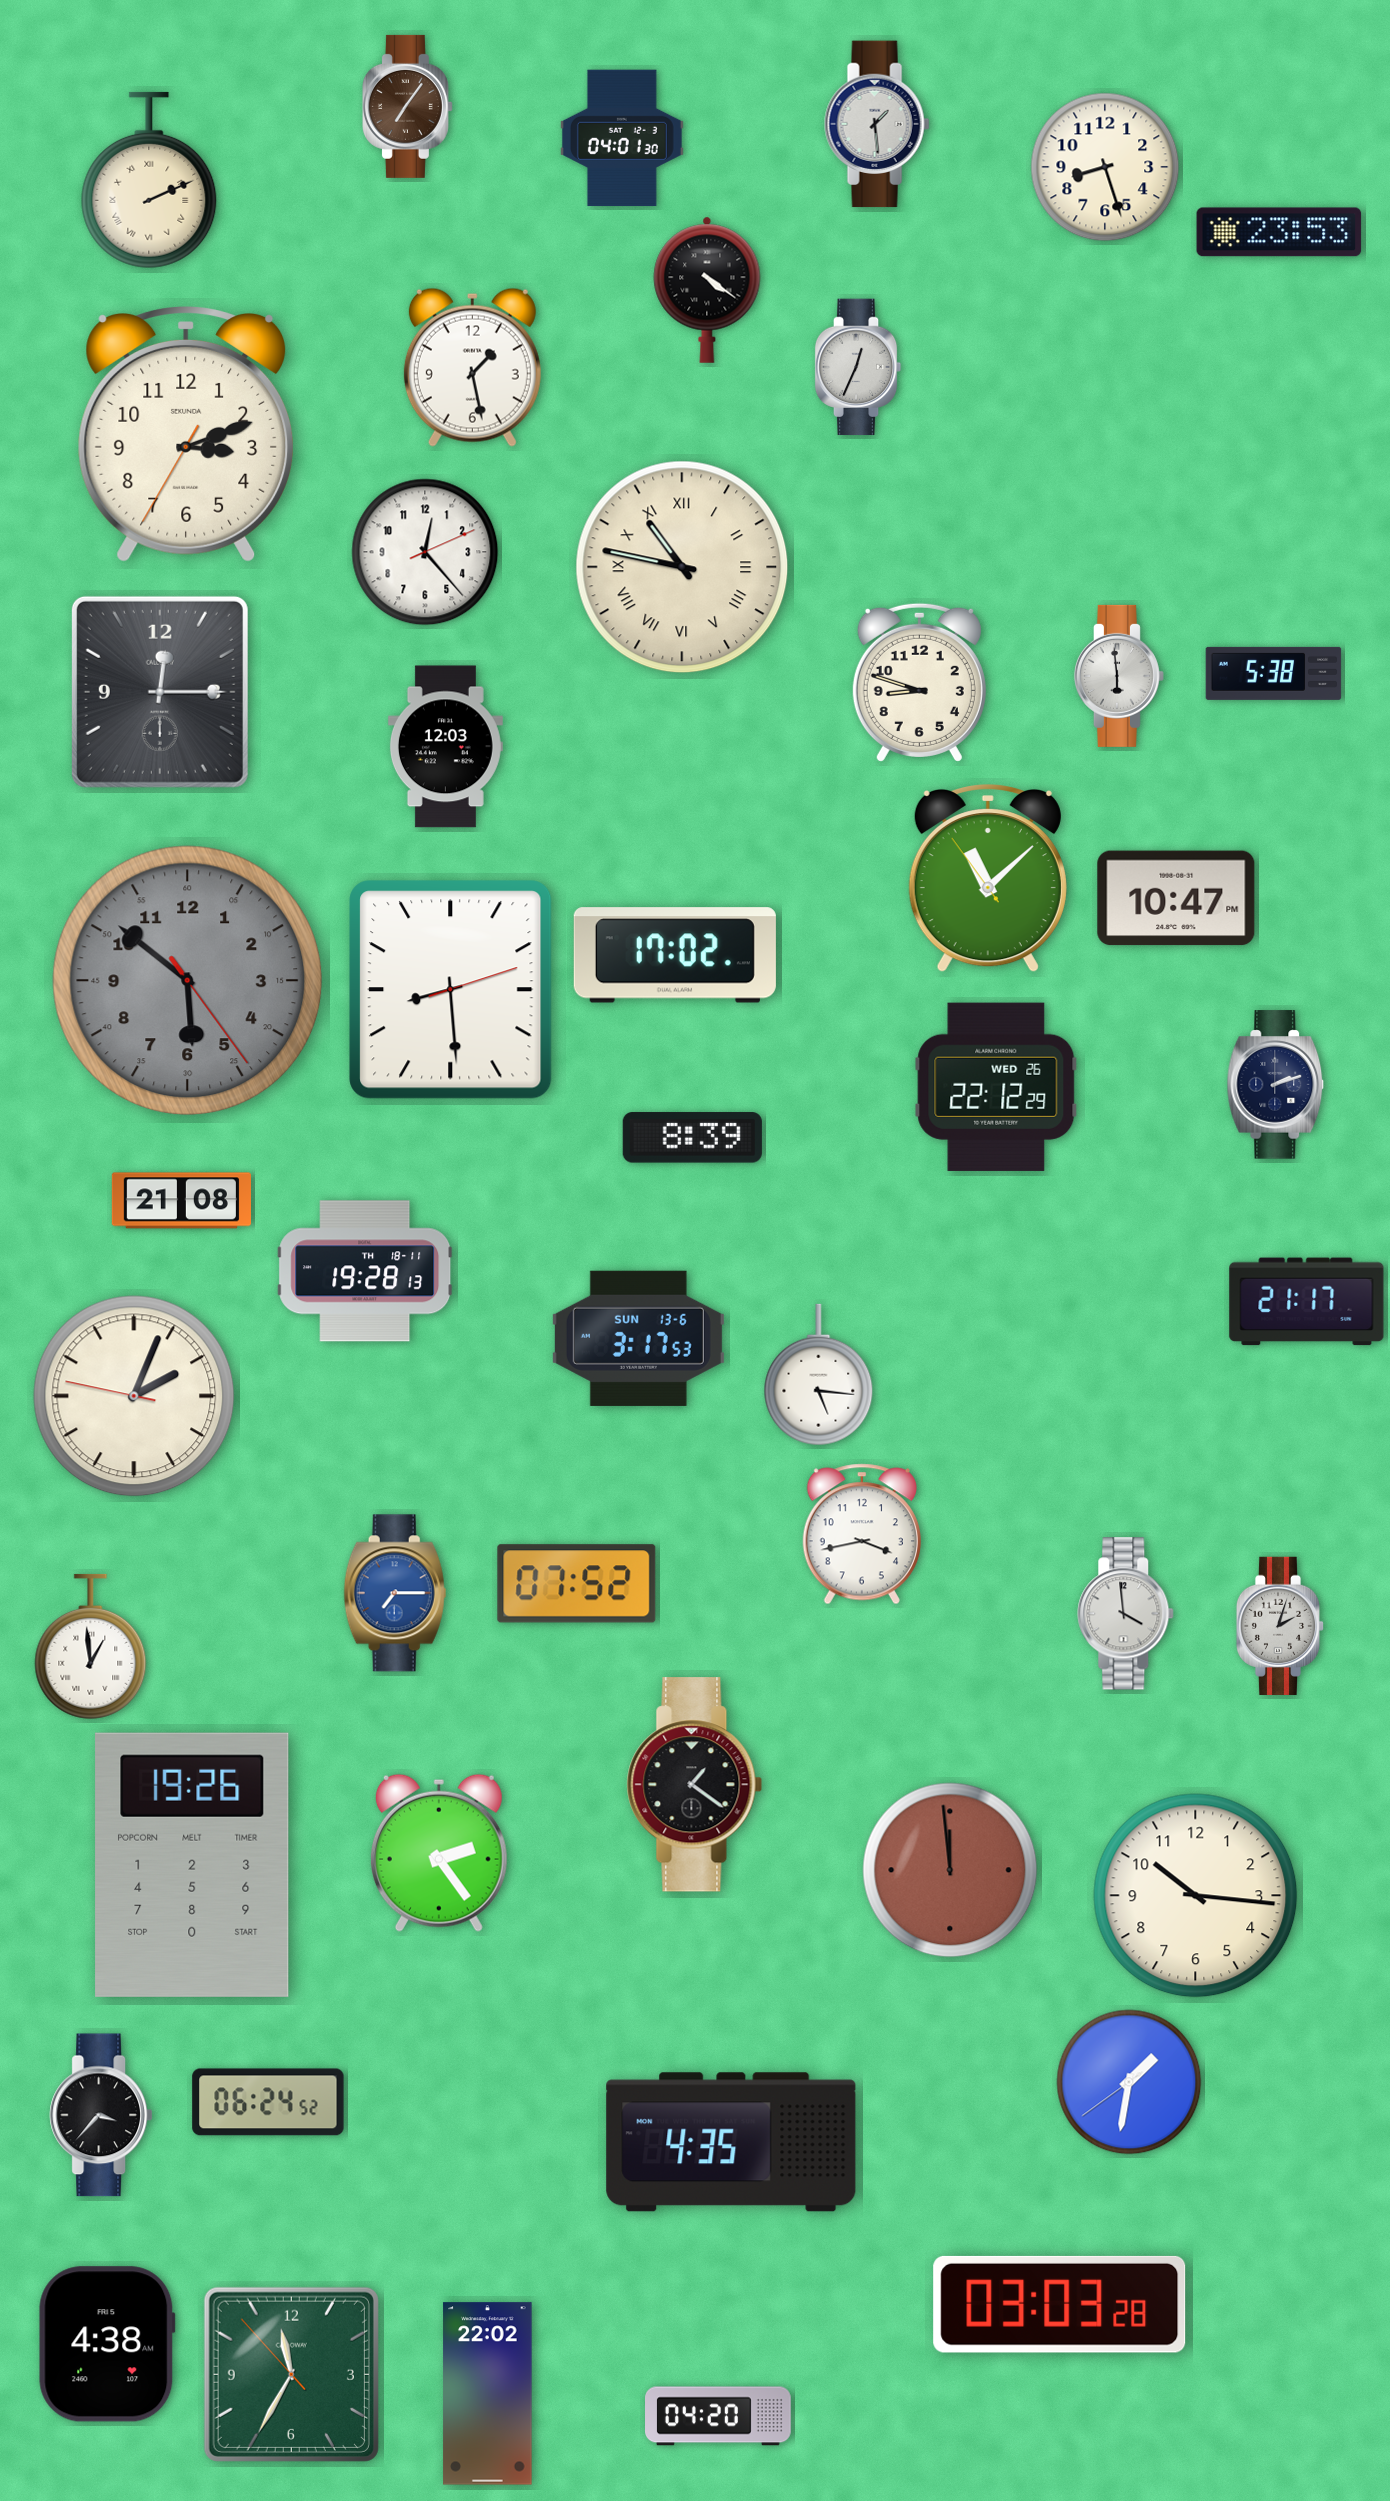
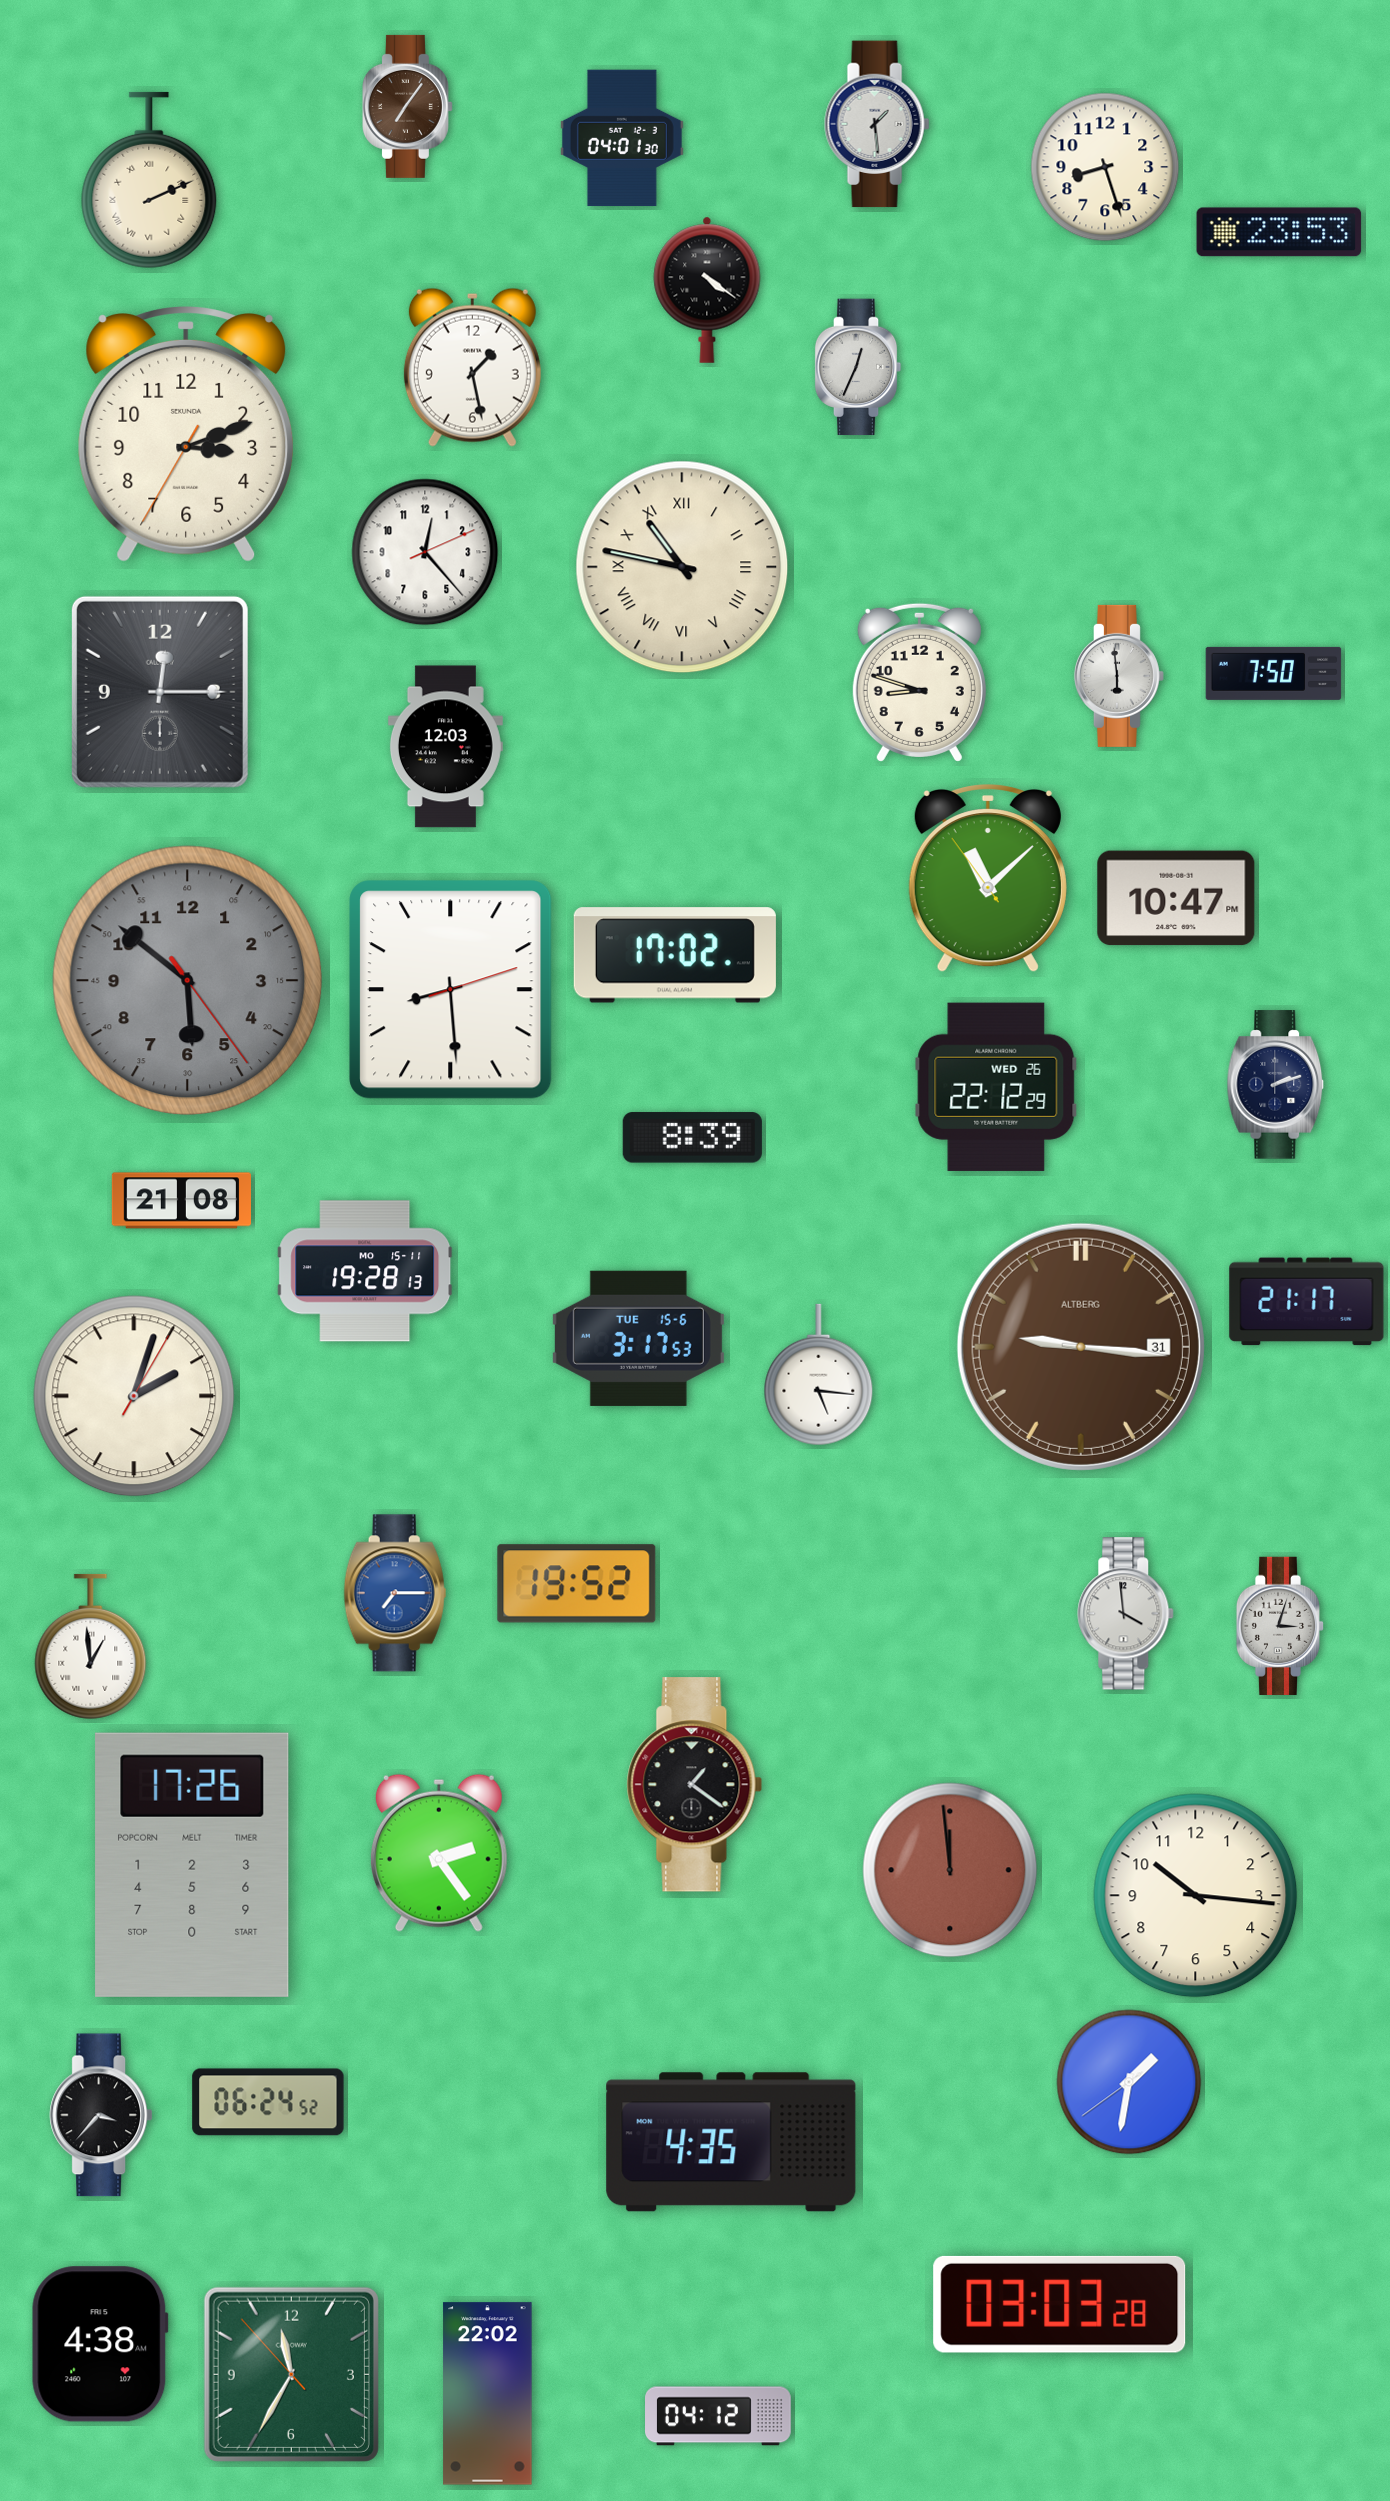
clock at (1274, 673): 5:38 -> 7:50
clock at (365, 1271) date: TH 18-11 -> MO 15-11
clock at (638, 1338) date: SUN 13-6 -> TUE 15-6
clock at (1081, 1347): none -> 9:16
clock at (134, 1396): 2:03:47 -> 2:03:05
clock at (862, 1534): 3:43 -> none
clock at (577, 1584): 07:52 -> 19:52
clock at (1280, 1626): 2:03 -> 3:03
clock at (192, 1865): 19:26 -> 17:26
clock at (107, 2344) position: (107, 2344) -> (100, 2344)
clock at (719, 2416): 04:20 -> 04:12
